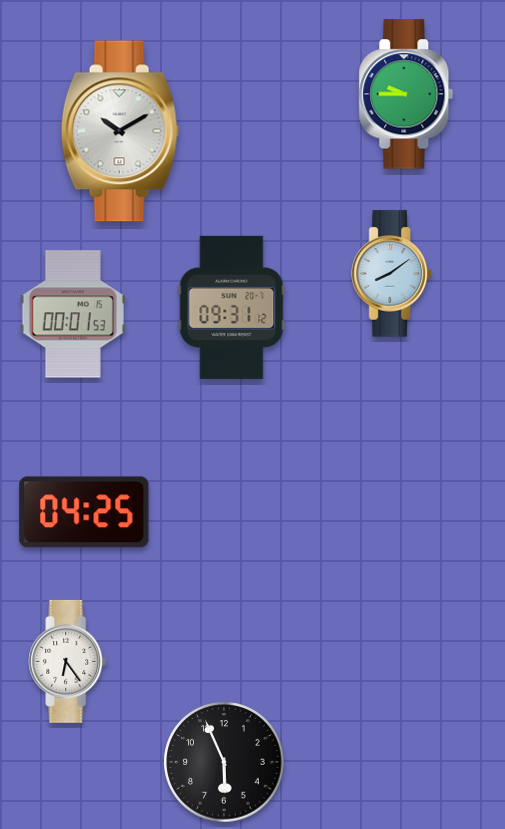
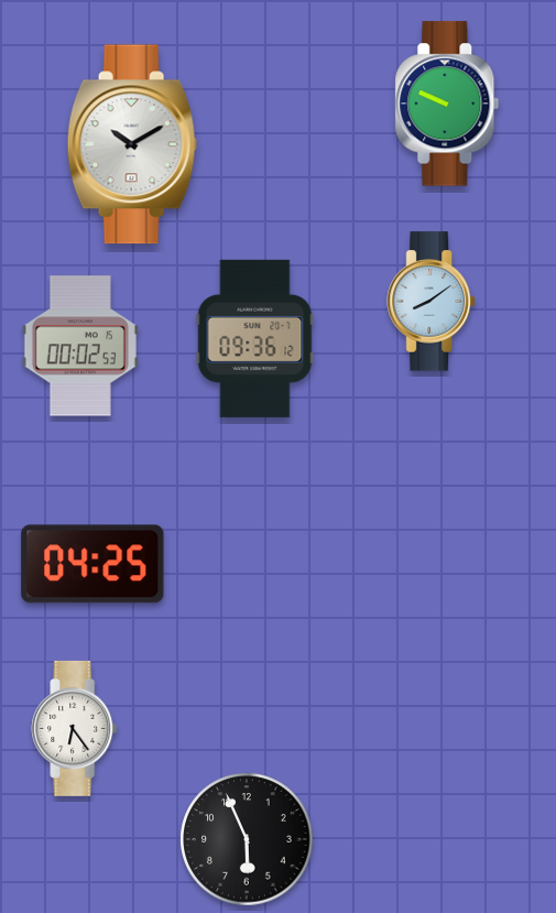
clock at (406, 94): 9:45 -> 9:49
clock at (232, 307): 09:31 -> 09:36
clock at (73, 314): 00:01 -> 00:02
